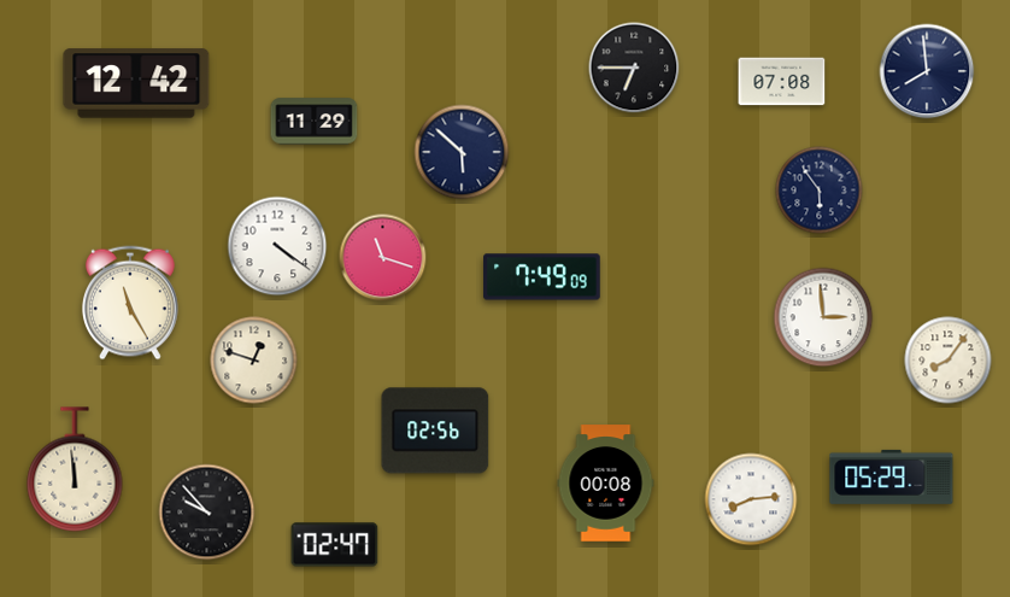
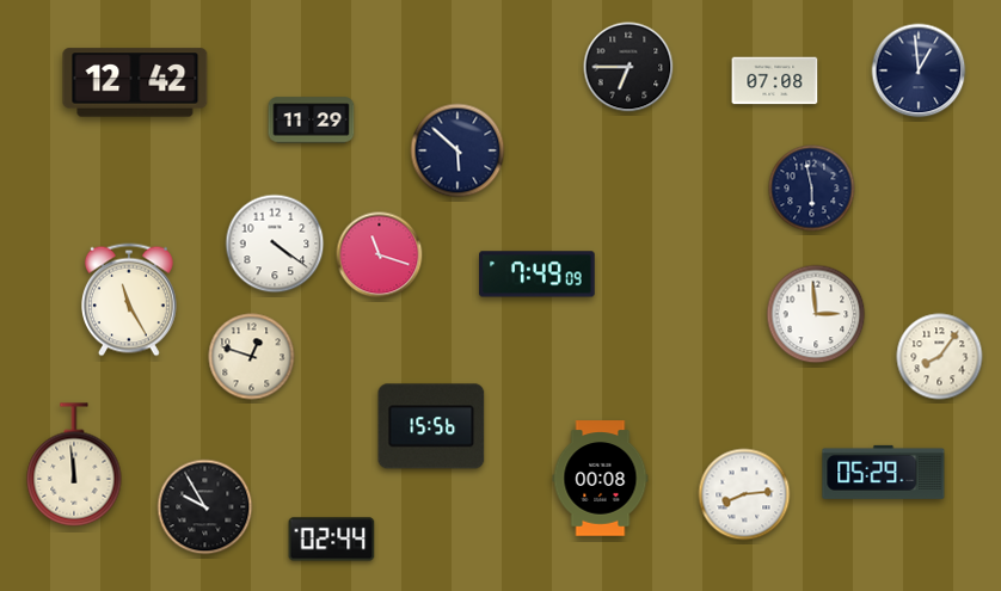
clock at (927, 71): 7:59 -> 12:59
clock at (820, 191): 5:54 -> 5:58
clock at (435, 431): 02:56 -> 15:56
clock at (207, 513): 9:53 -> 9:55
clock at (335, 545): 02:47 -> 02:44
